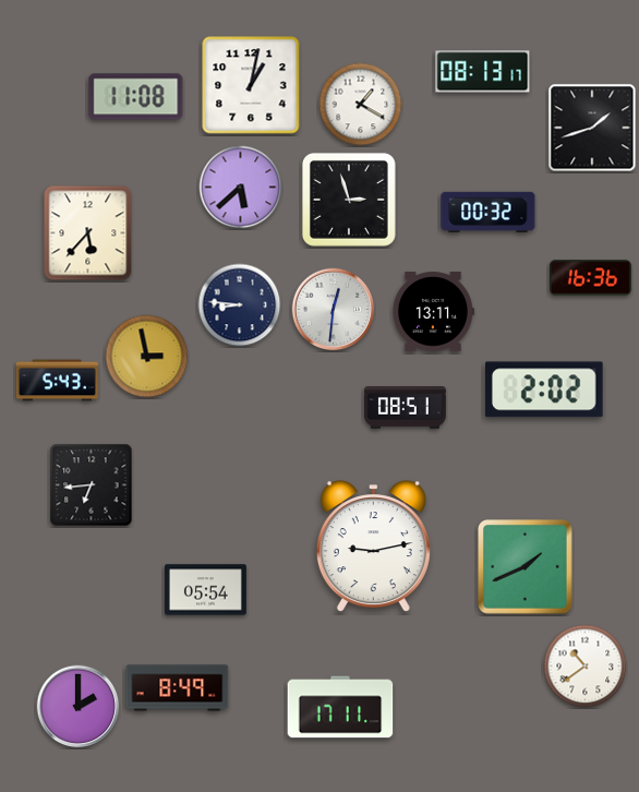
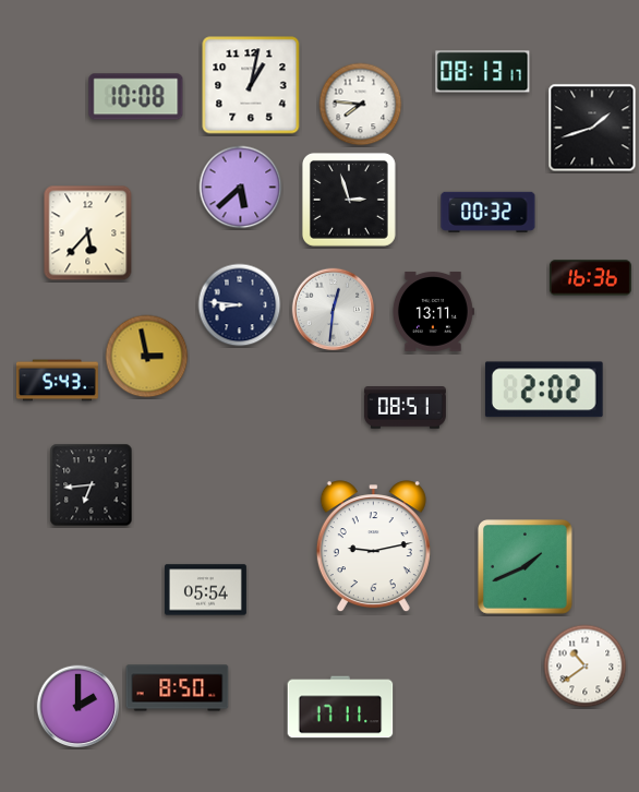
clock at (136, 97): 11:08 -> 10:08
clock at (361, 105): 1:20 -> 7:46
clock at (178, 688): 8:49 -> 8:50
